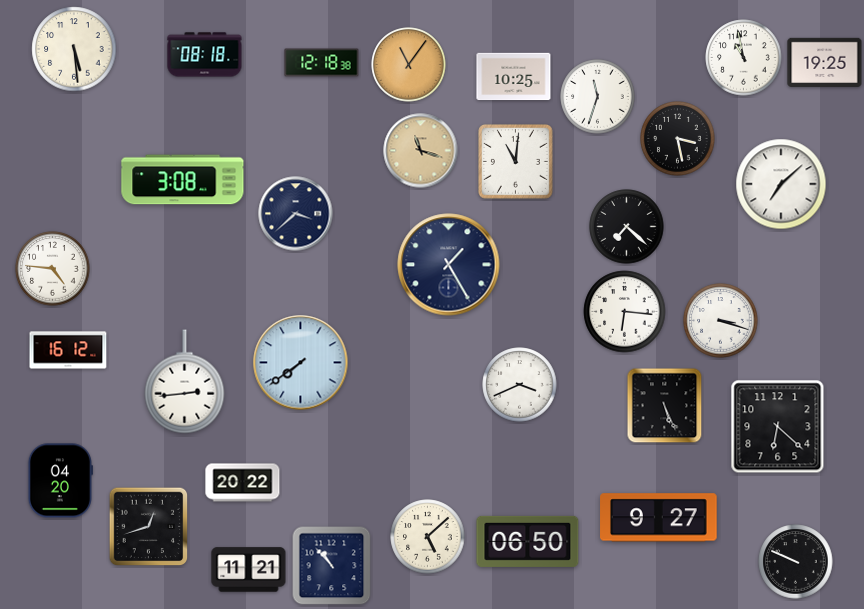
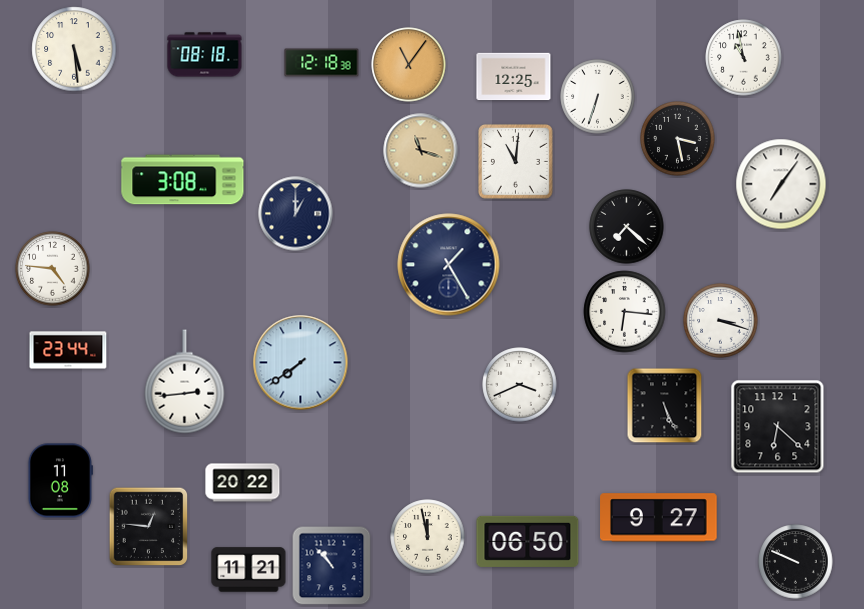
clock at (825, 62): 19:25 -> none
clock at (514, 77): 10:25 -> 12:25
clock at (598, 97): 11:33 -> 6:33
clock at (781, 184): 7:08 -> 7:06
clock at (296, 214): 3:38 -> 1:00
clock at (68, 350): 16:12 -> 23:44
clock at (60, 481): 04:20 -> 11:08
clock at (149, 527): 12:42 -> 12:46
clock at (428, 537): 5:08 -> 11:58
